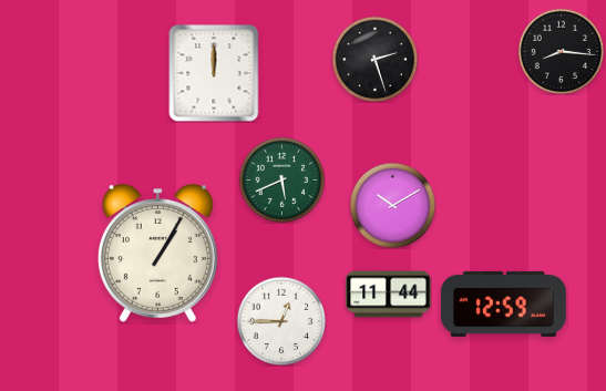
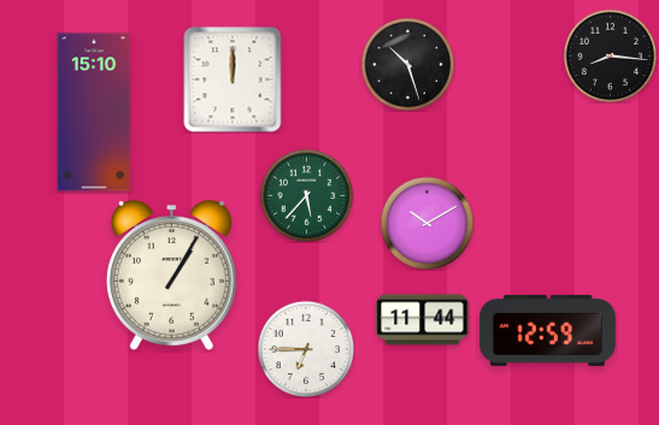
clock at (374, 59): 2:27 -> 10:27
clock at (94, 112): none -> 15:10
clock at (281, 179): 5:41 -> 5:37
clock at (281, 321): 12:45 -> 6:45
